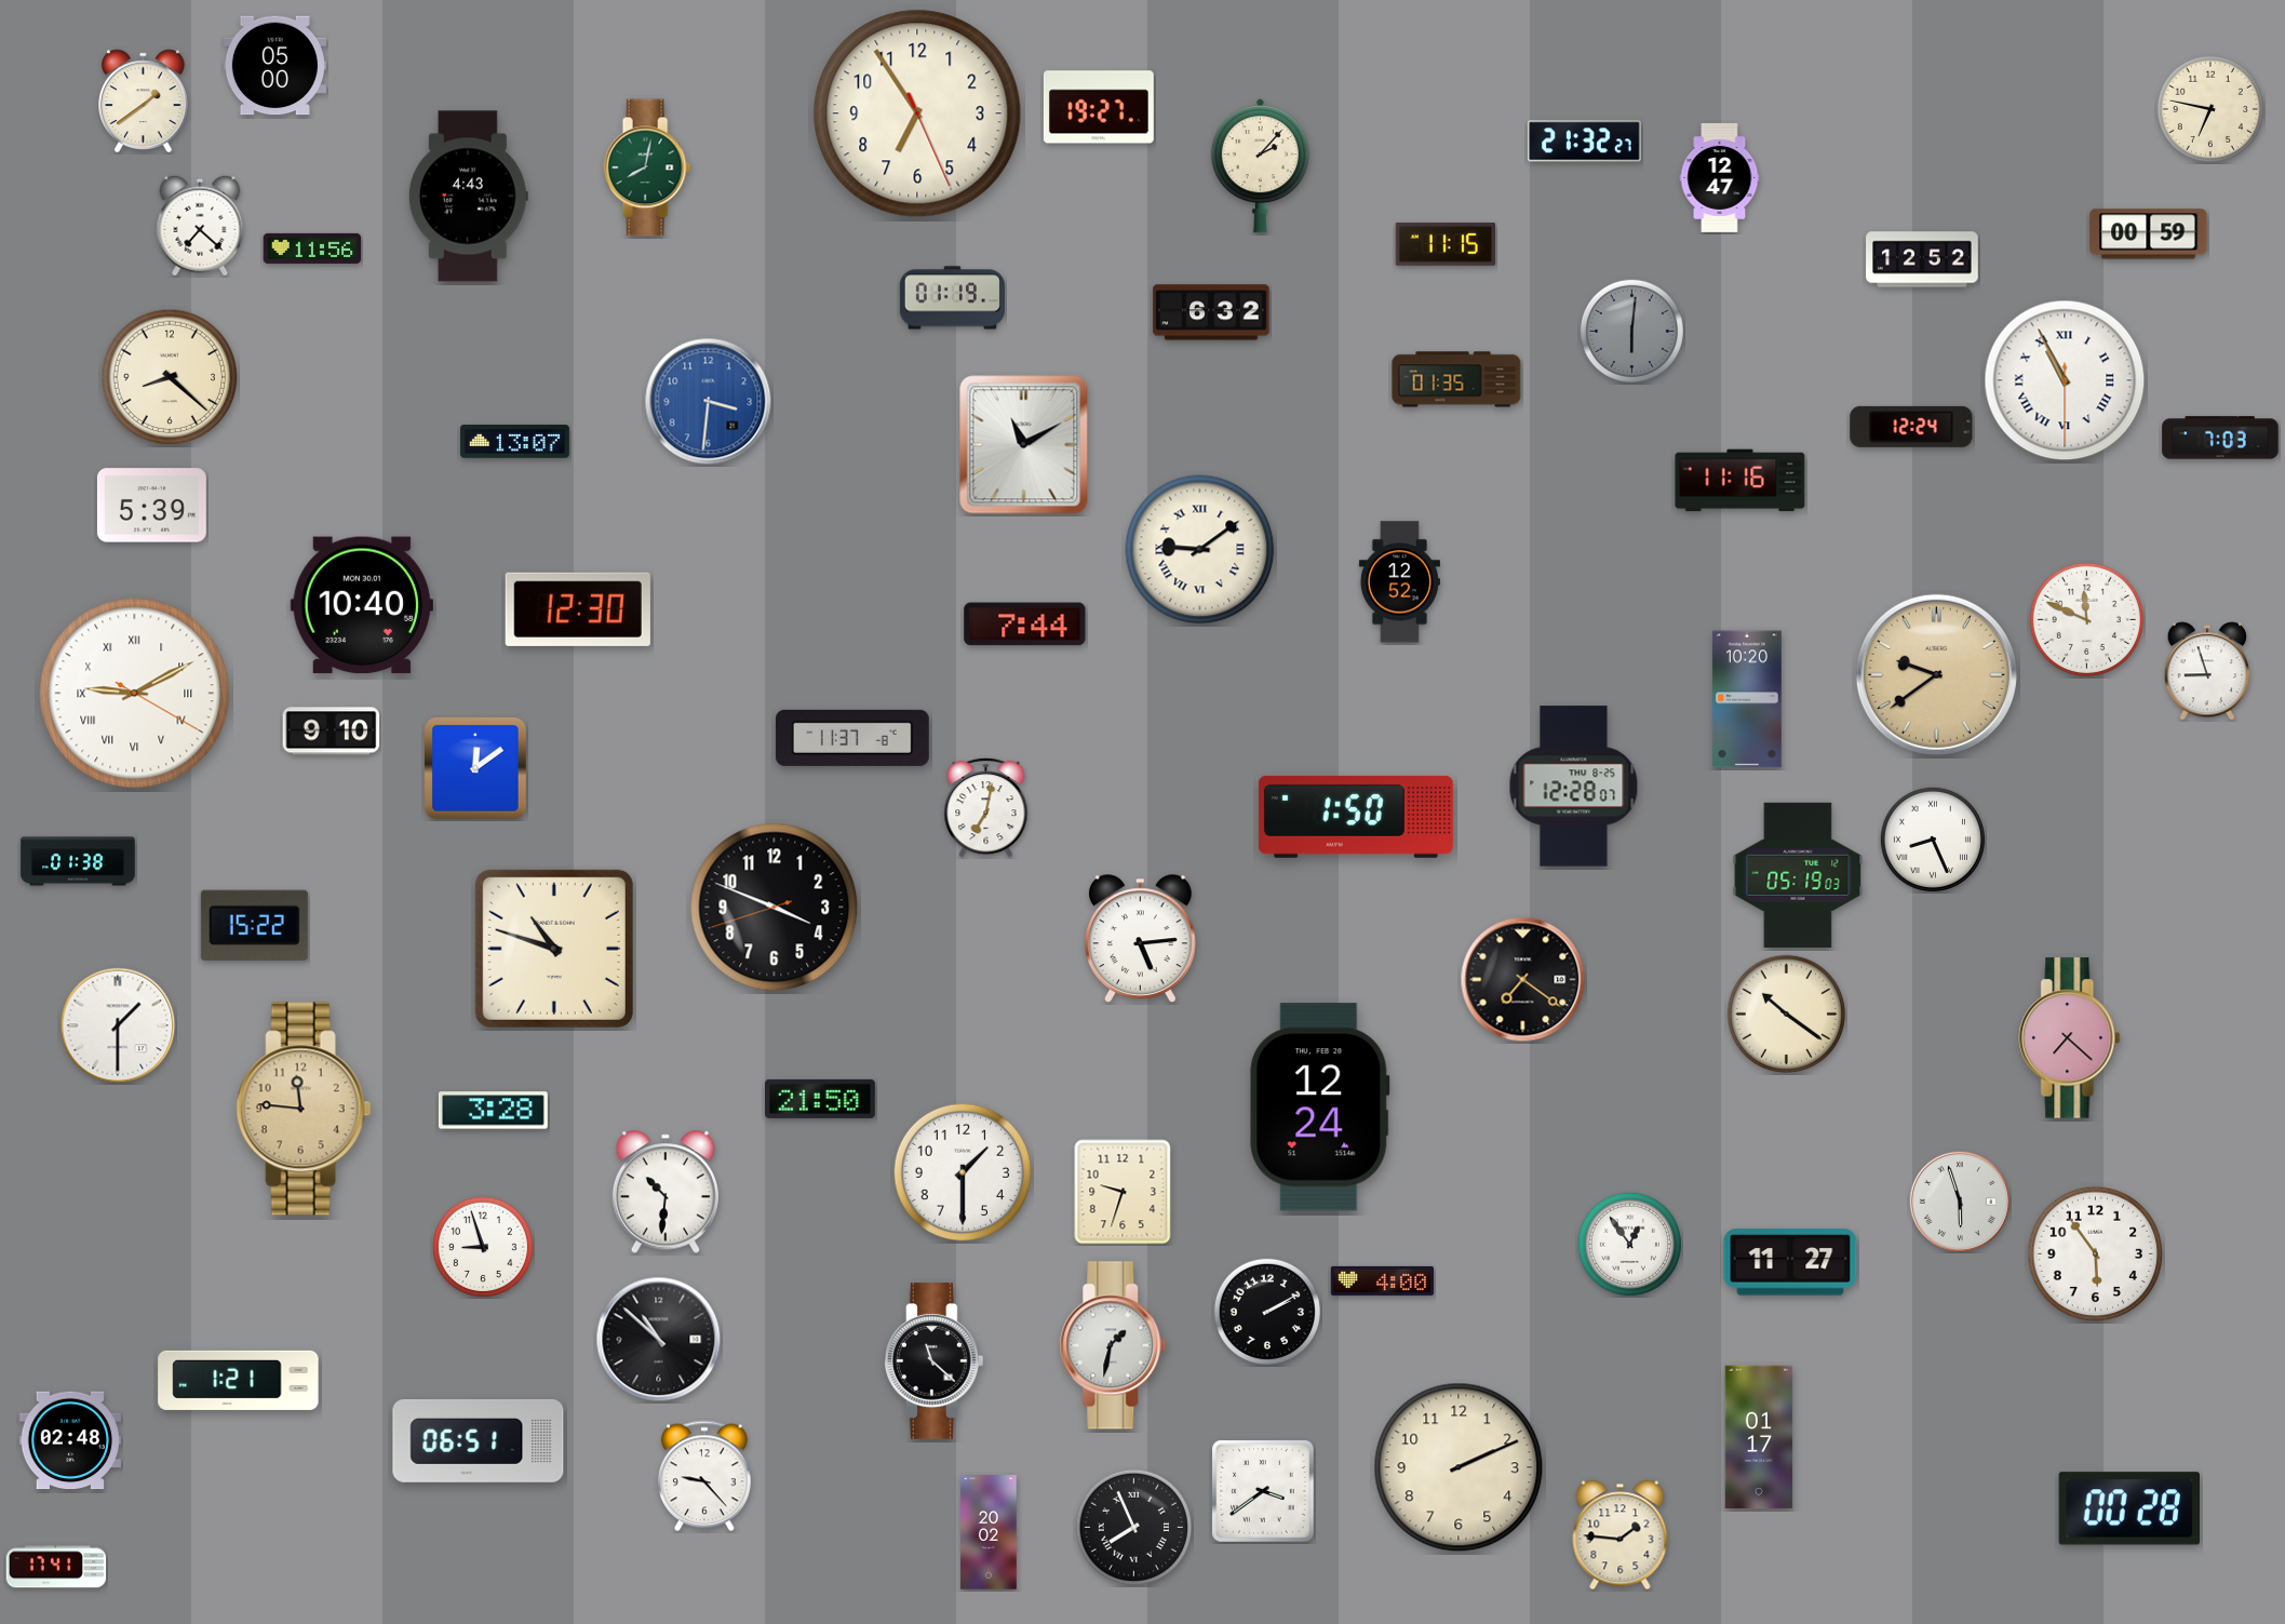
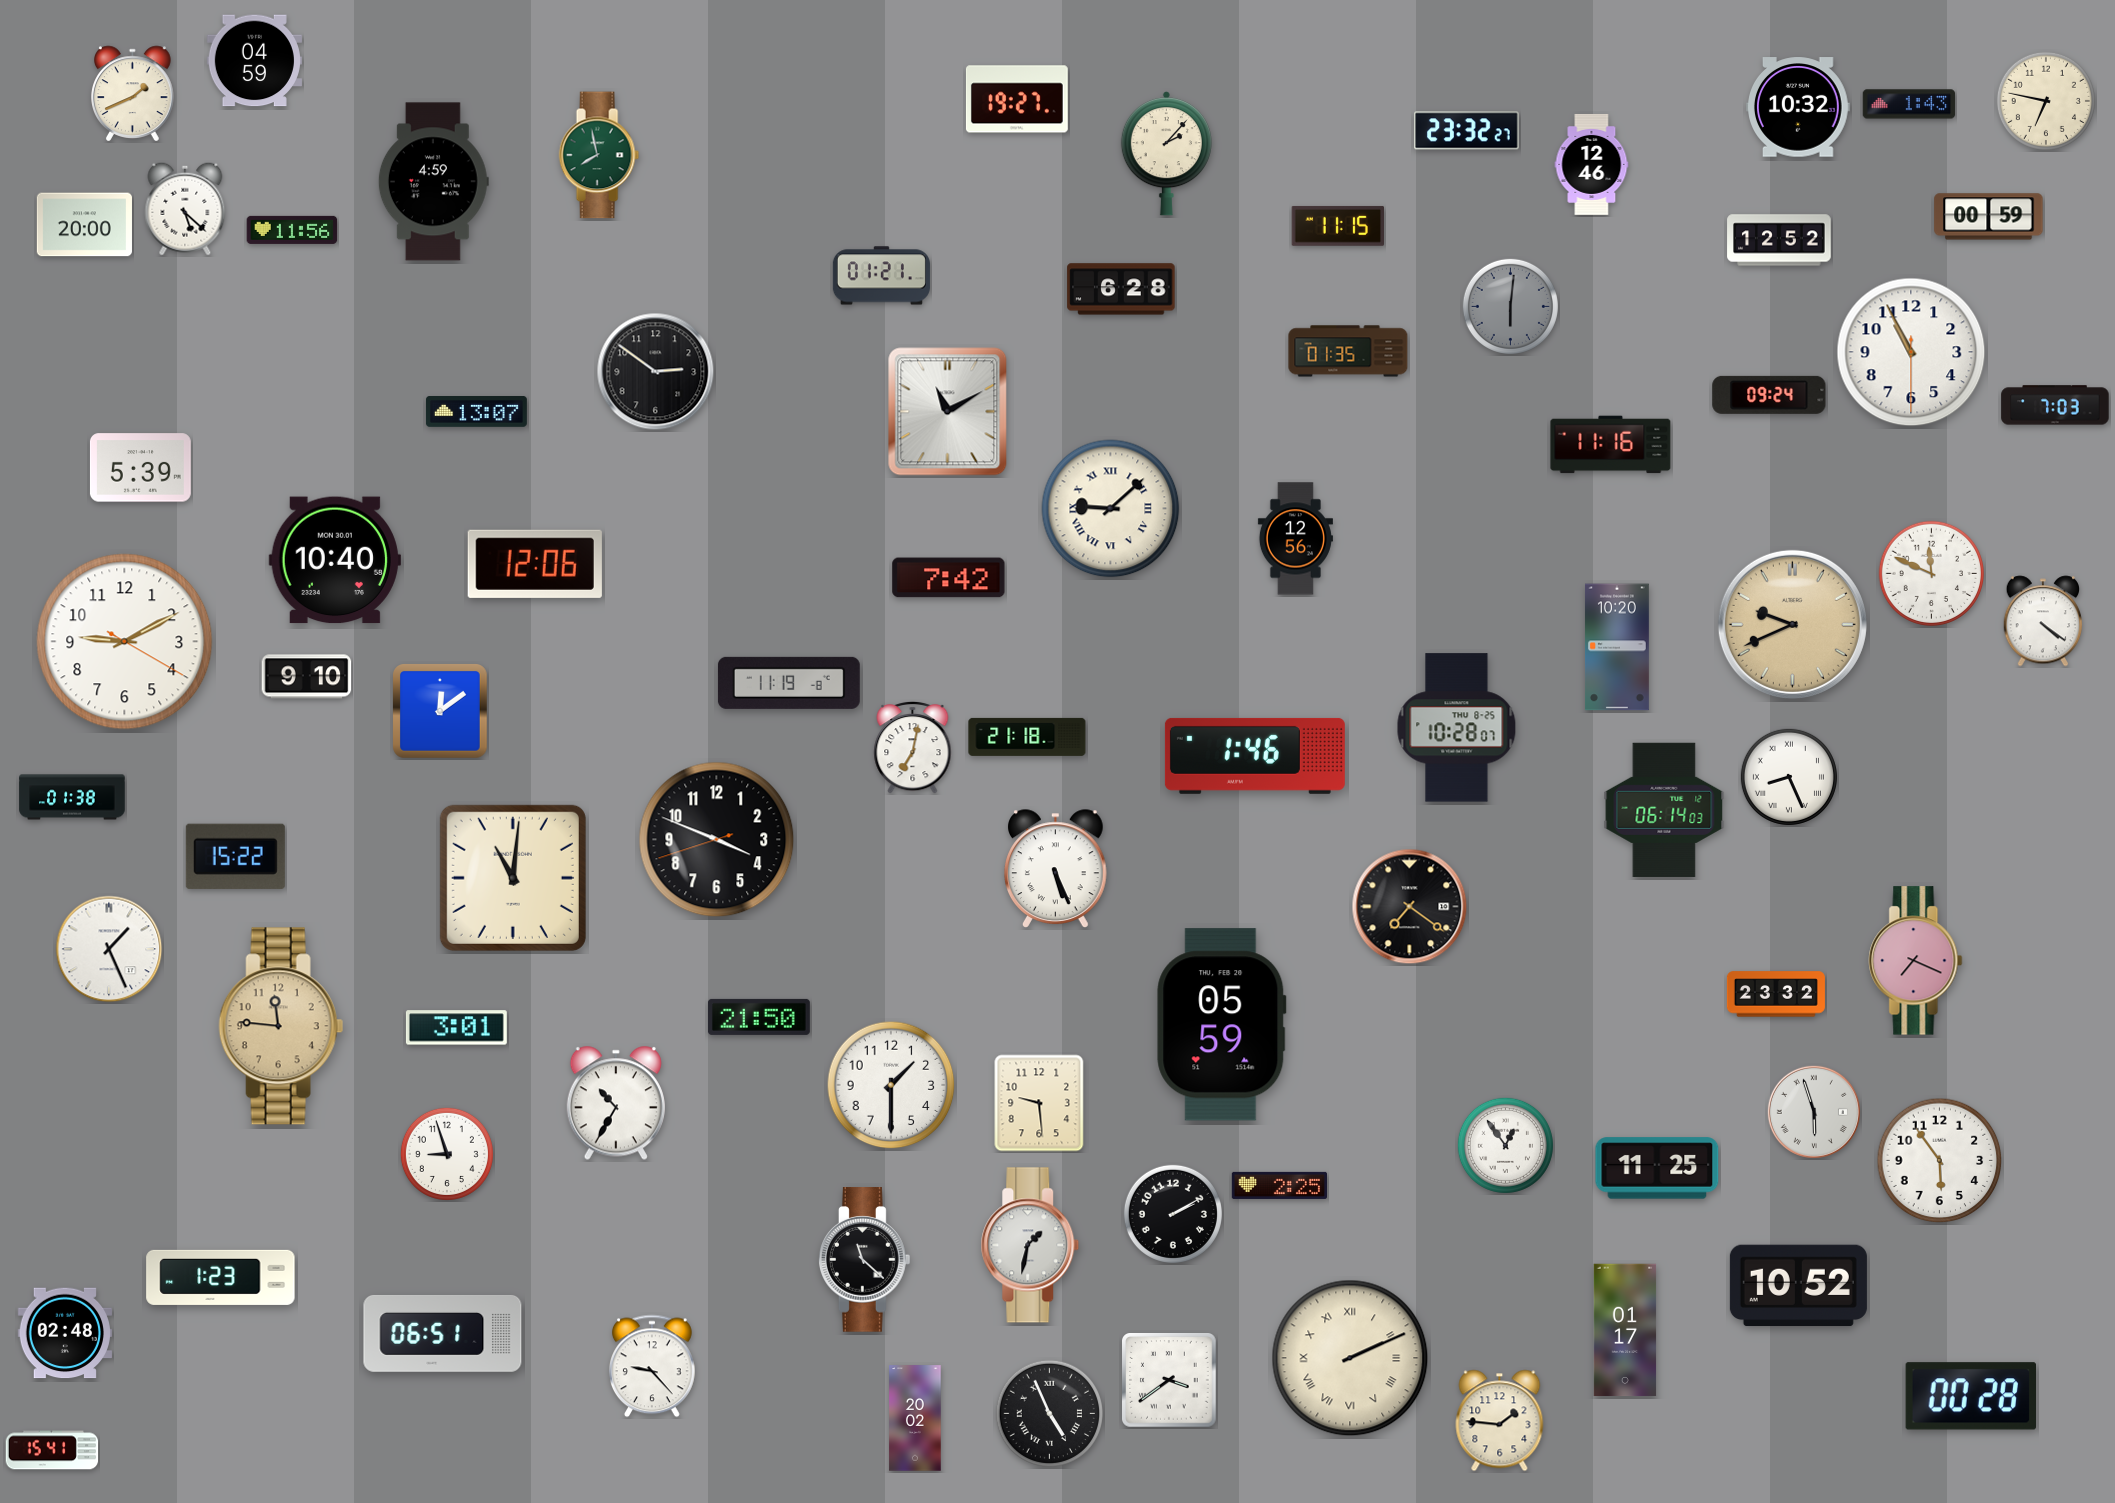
clock at (274, 66): 05:00 -> 04:59
clock at (144, 102): 1:39 -> 1:41
clock at (1909, 104): none -> 1:43
clock at (917, 113): 6:54 -> none
clock at (1799, 107): none -> 10:32
clock at (1585, 142): 21:32 -> 23:32
clock at (647, 167): 8:02 -> 7:58
clock at (1720, 177): 12:47 -> 12:46
clock at (468, 197): 4:43 -> 4:59
clock at (200, 226): 7:22 -> 5:22
clock at (84, 225): none -> 20:00
clock at (312, 249) position: (312, 249) -> (292, 230)
clock at (952, 298): 01:19 -> 01:21
clock at (1211, 312): 6:32 -> 6:28
clock at (170, 377): 8:22 -> none
clock at (2065, 380) numerals: Roman -> Arabic
clock at (709, 402): 3:31 -> 2:51
clock at (709, 402) dial: blue -> black
clock at (1911, 427): 12:24 -> 09:24
clock at (514, 442) position: (514, 442) -> (476, 412)
clock at (1200, 550): 9:09 -> 9:08
clock at (1399, 582): 12:52 -> 12:56
clock at (578, 609): 12:30 -> 12:06
clock at (1025, 625): 7:44 -> 7:42
clock at (2207, 671): 8:57 -> 4:21
clock at (1936, 674): 9:39 -> 9:41
clock at (135, 694) numerals: Roman -> Arabic
clock at (852, 738): 11:37 -> 11:19
clock at (1574, 787): 12:28 -> 10:28
clock at (1027, 737): none -> 21:18
clock at (1356, 817): 1:50 -> 1:46
clock at (1798, 875): 05:19 -> 06:14
clock at (1141, 939): 5:14 -> 5:26
clock at (554, 949): 10:48 -> 11:01
clock at (1786, 1014): 10:21 -> none
clock at (118, 1025): 1:30 -> 1:26
clock at (2070, 1038): 7:22 -> 7:19
clock at (1776, 994): none -> 23:32
clock at (1320, 1108): 12:24 -> 05:59
clock at (493, 1111): 3:28 -> 3:01
clock at (666, 1192): 10:31 -> 10:35
clock at (1123, 1192): 9:33 -> 9:29
clock at (1629, 1244) position: (1629, 1244) -> (1505, 1145)
clock at (1790, 1262): 11:27 -> 11:25
clock at (1382, 1280): 4:00 -> 2:25
clock at (659, 1340): 10:52 -> none
clock at (239, 1380): 1:21 -> 1:23
clock at (1798, 1286): none -> 10:52
clock at (1759, 1437) position: (1759, 1437) -> (1625, 1330)
clock at (1459, 1467) numerals: Arabic -> Roman
clock at (1133, 1527): 7:56 -> 4:56
clock at (56, 1567): 17:41 -> 15:41
